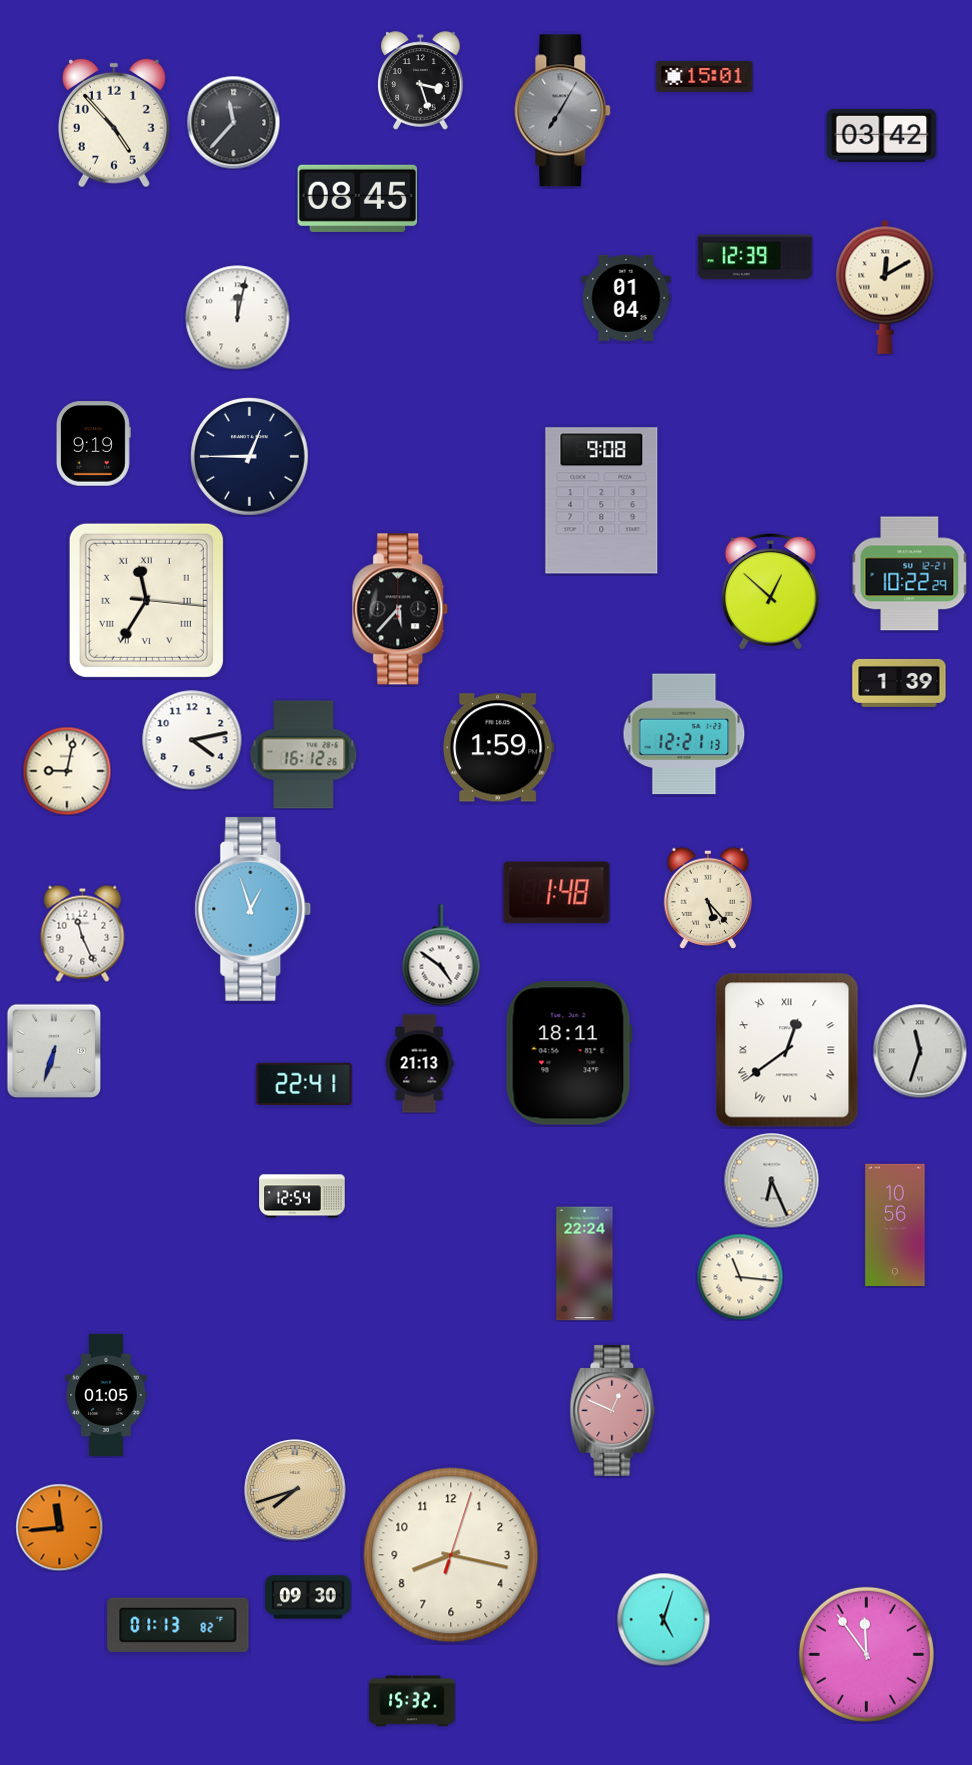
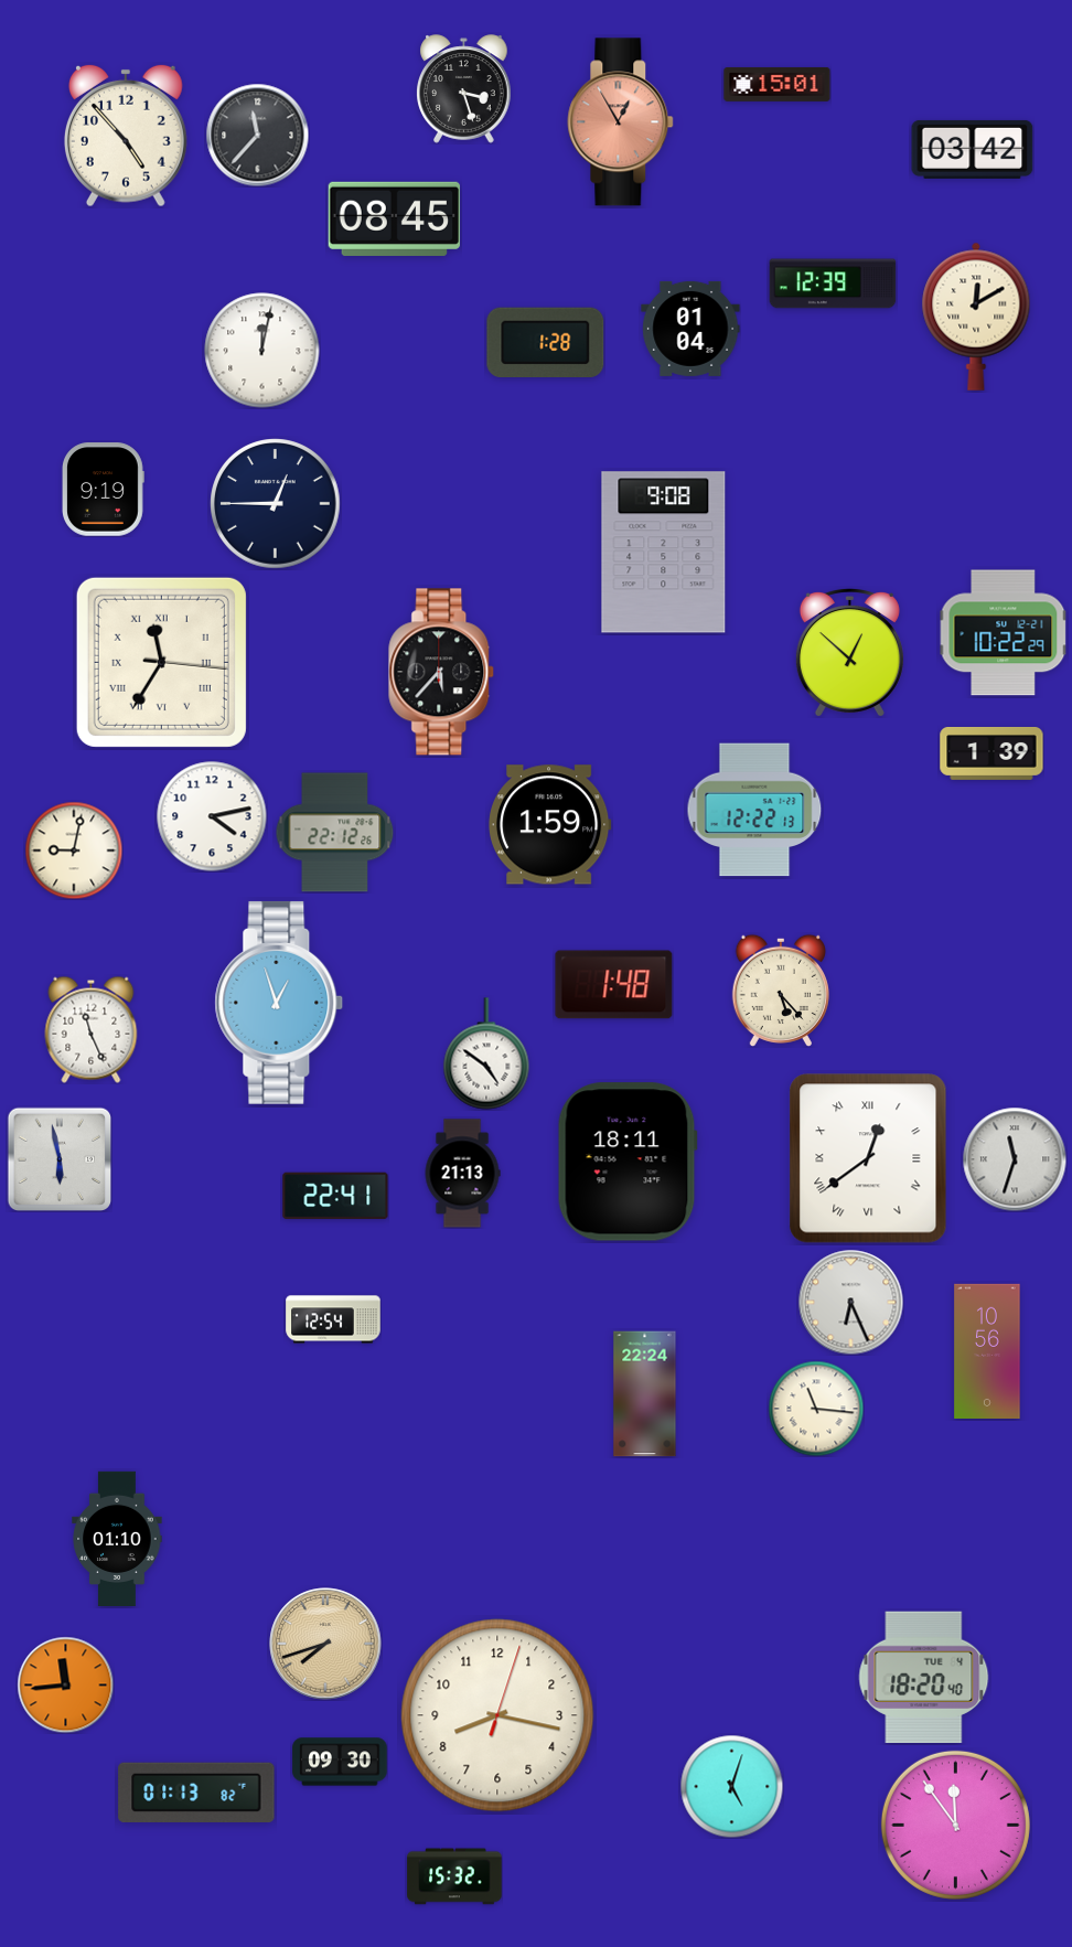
clock at (563, 111): 7:05 -> 12:55
clock at (563, 111) dial: grey -> salmon
clock at (546, 343): none -> 1:28
clock at (684, 734): 12:21 -> 12:22
clock at (304, 755): 16:12 -> 22:12
clock at (54, 1051): 6:33 -> 5:58
clock at (106, 1394): 01:05 -> 01:10
clock at (613, 1410): 12:49 -> none
clock at (924, 1677): none -> 18:20
